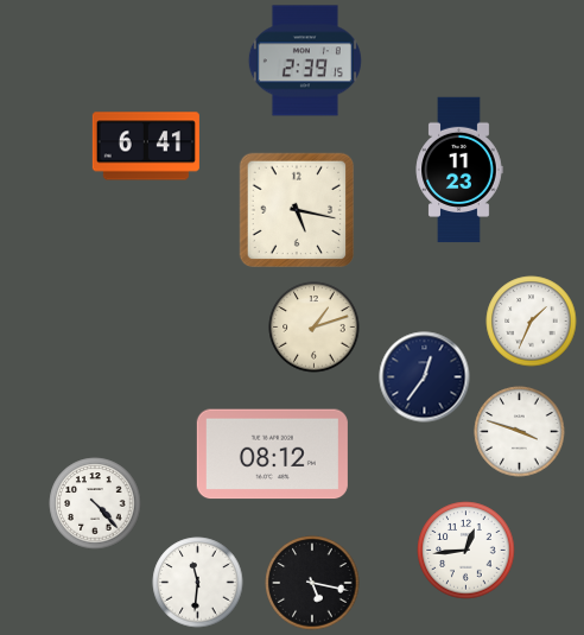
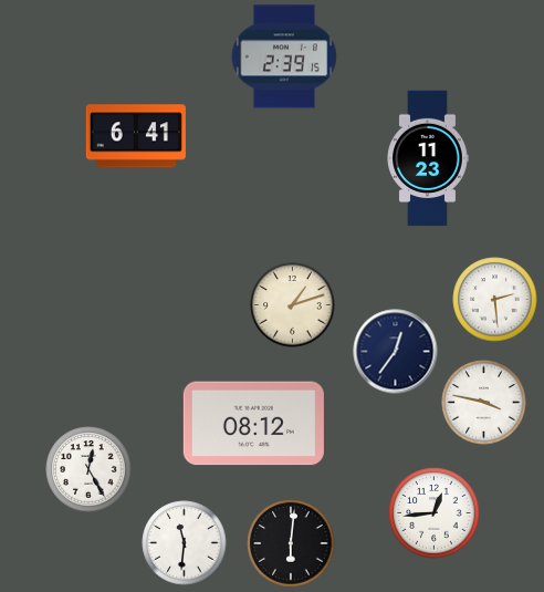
clock at (297, 210): 5:17 -> none
clock at (532, 322): 1:34 -> 2:29
clock at (520, 432): 3:48 -> 3:47
clock at (95, 503): 4:23 -> 12:25
clock at (312, 583): 5:17 -> 6:01
